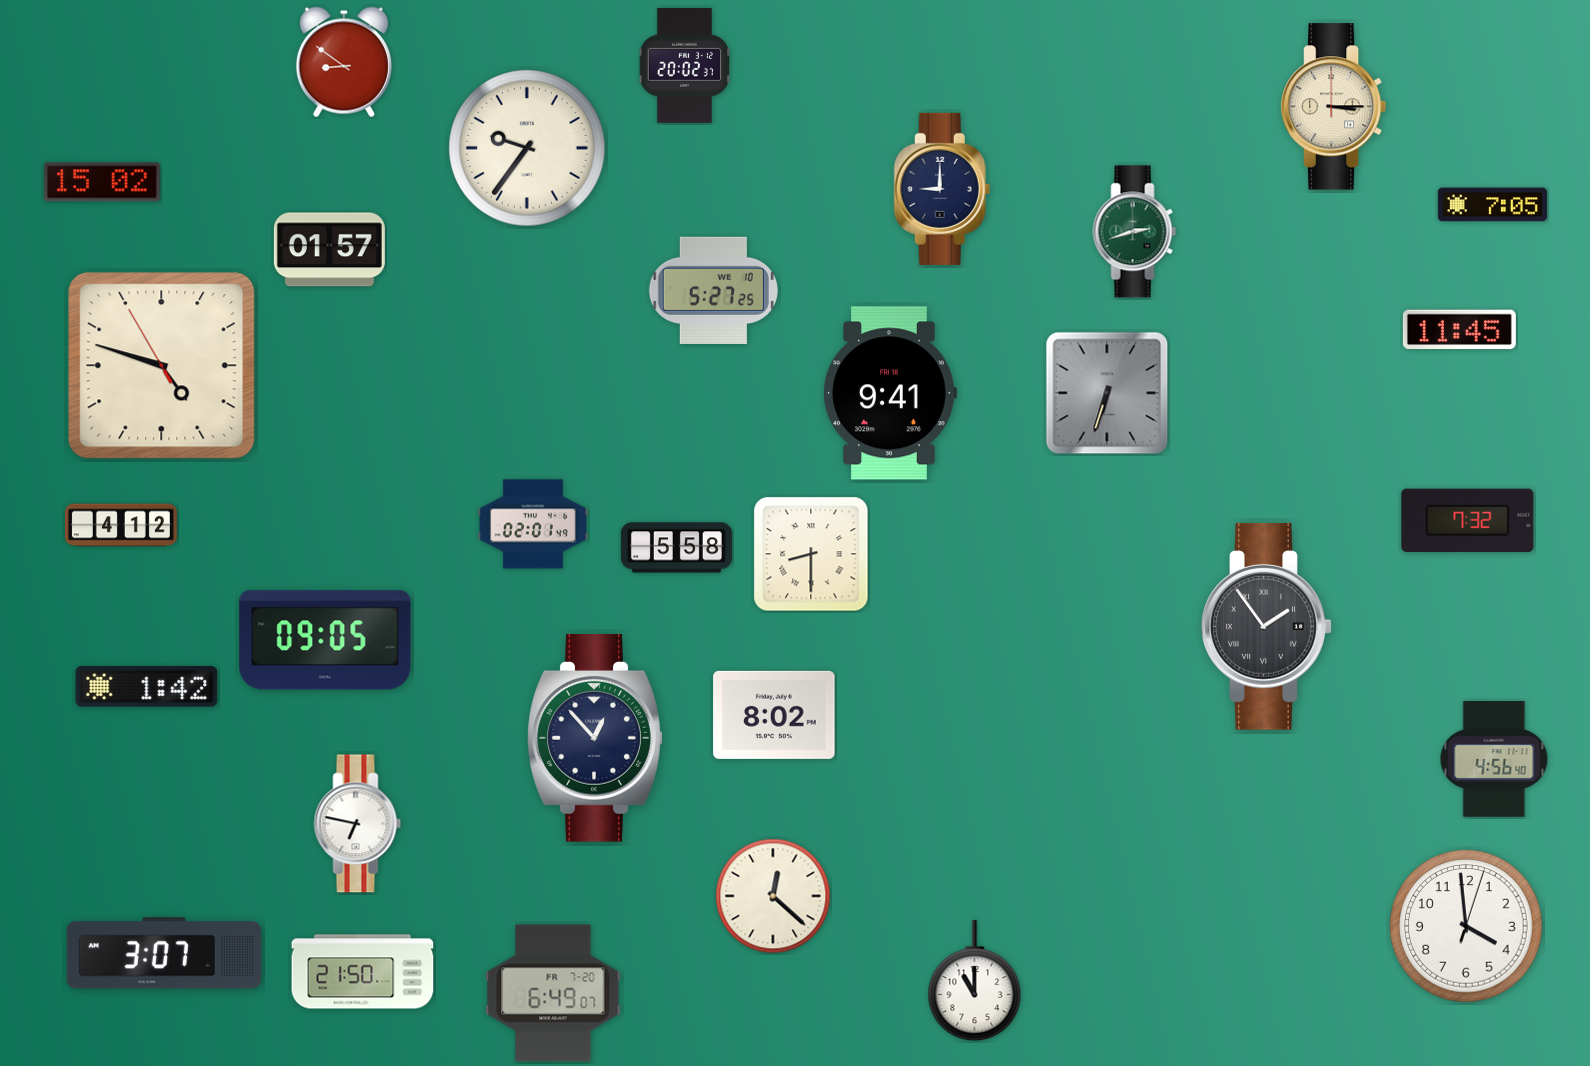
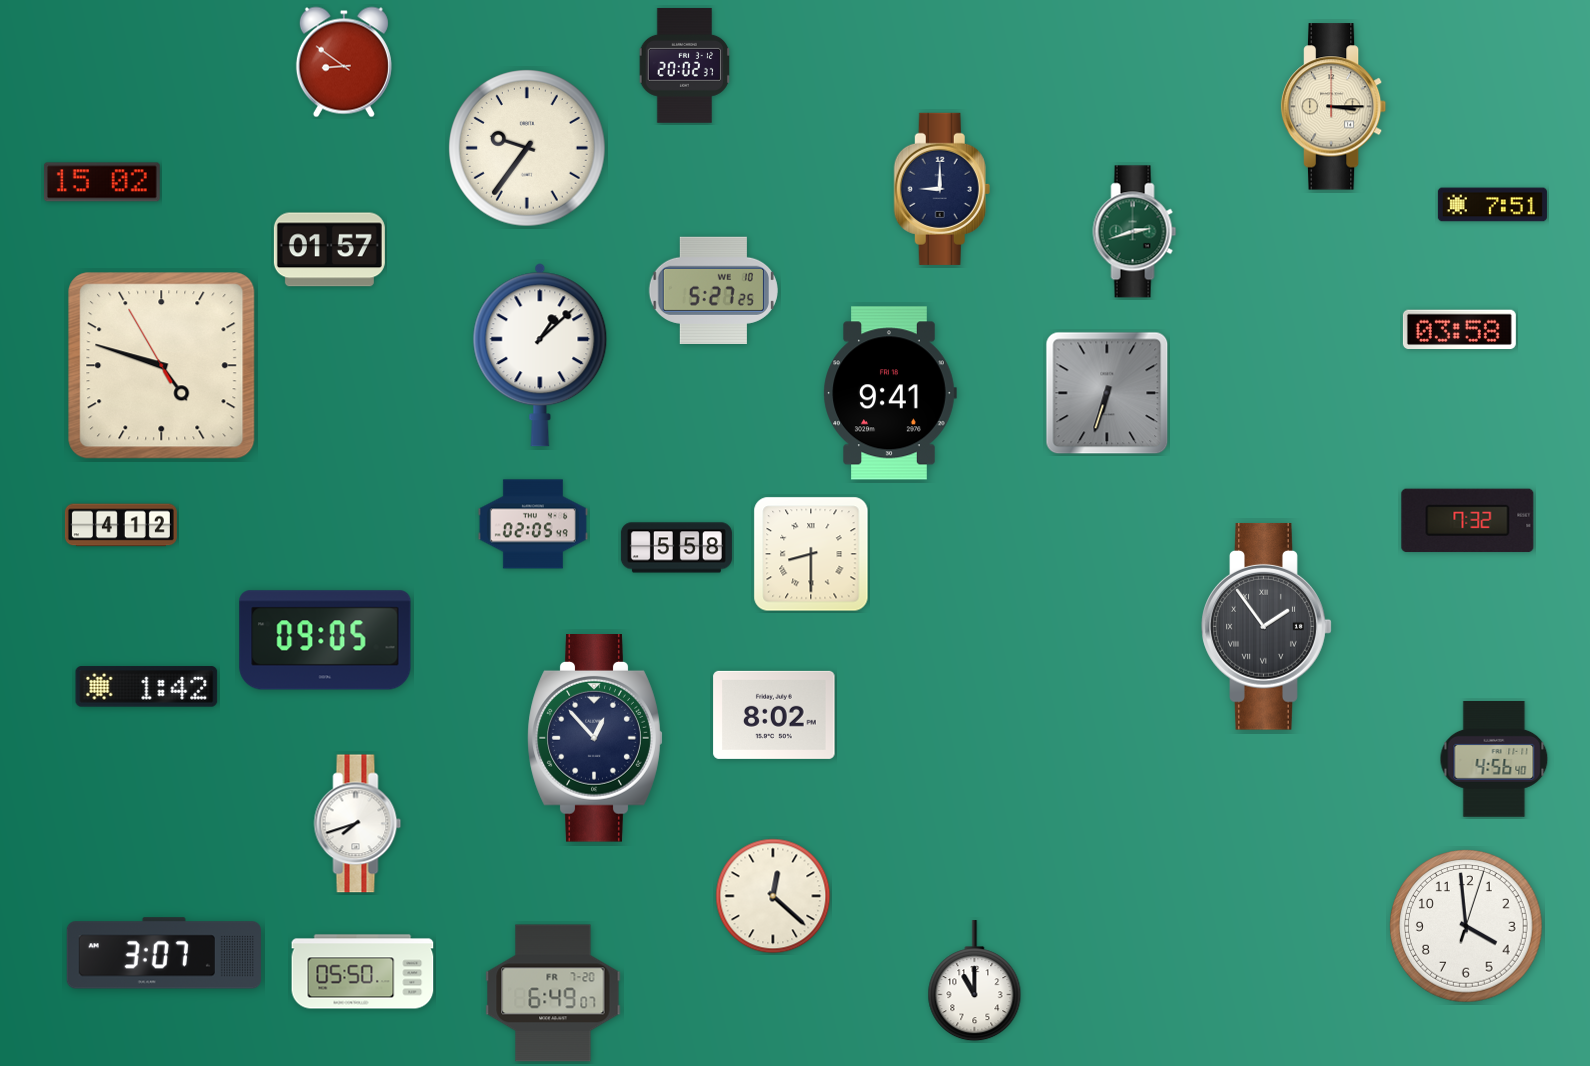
clock at (1492, 205): 7:05 -> 7:51
clock at (1459, 330): 11:45 -> 03:58
clock at (540, 355): none -> 1:08
clock at (533, 524): 02:01 -> 02:05
clock at (358, 824): 6:47 -> 7:42
clock at (363, 972): 21:50 -> 05:50
